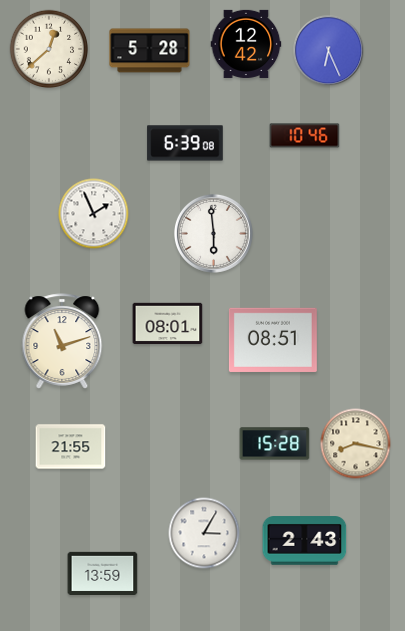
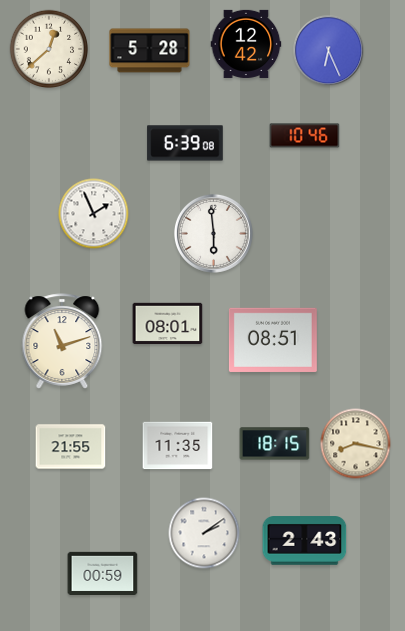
clock at (275, 444): 15:28 -> 18:15
clock at (178, 446): none -> 11:35
clock at (204, 533): 3:05 -> 2:09
clock at (103, 573): 13:59 -> 00:59
